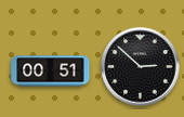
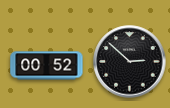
clock at (51, 71): 00:51 -> 00:52
